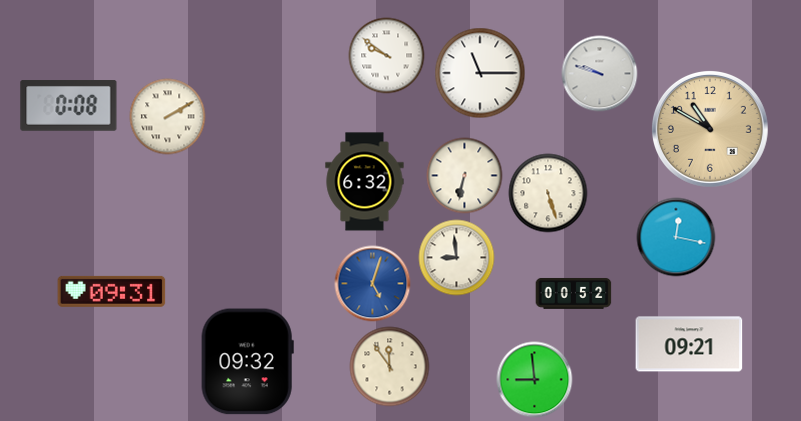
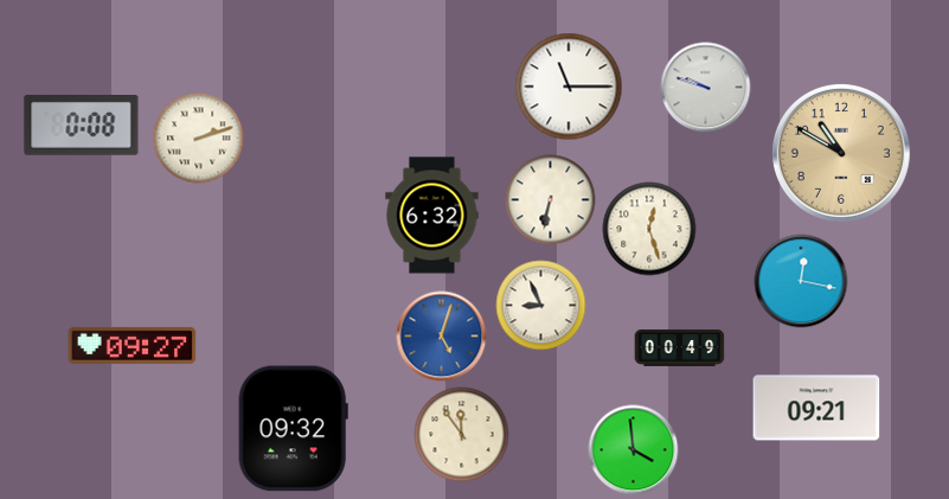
clock at (387, 56): 9:51 -> none
clock at (600, 74) position: (600, 74) -> (706, 88)
clock at (168, 117): 2:10 -> 2:12
clock at (465, 176) position: (465, 176) -> (551, 200)
clock at (548, 193): 5:27 -> 12:27
clock at (457, 258): 8:59 -> 8:56
clock at (112, 291): 09:31 -> 09:27
clock at (574, 293): 00:52 -> 00:49
clock at (535, 380): 8:59 -> 3:59
